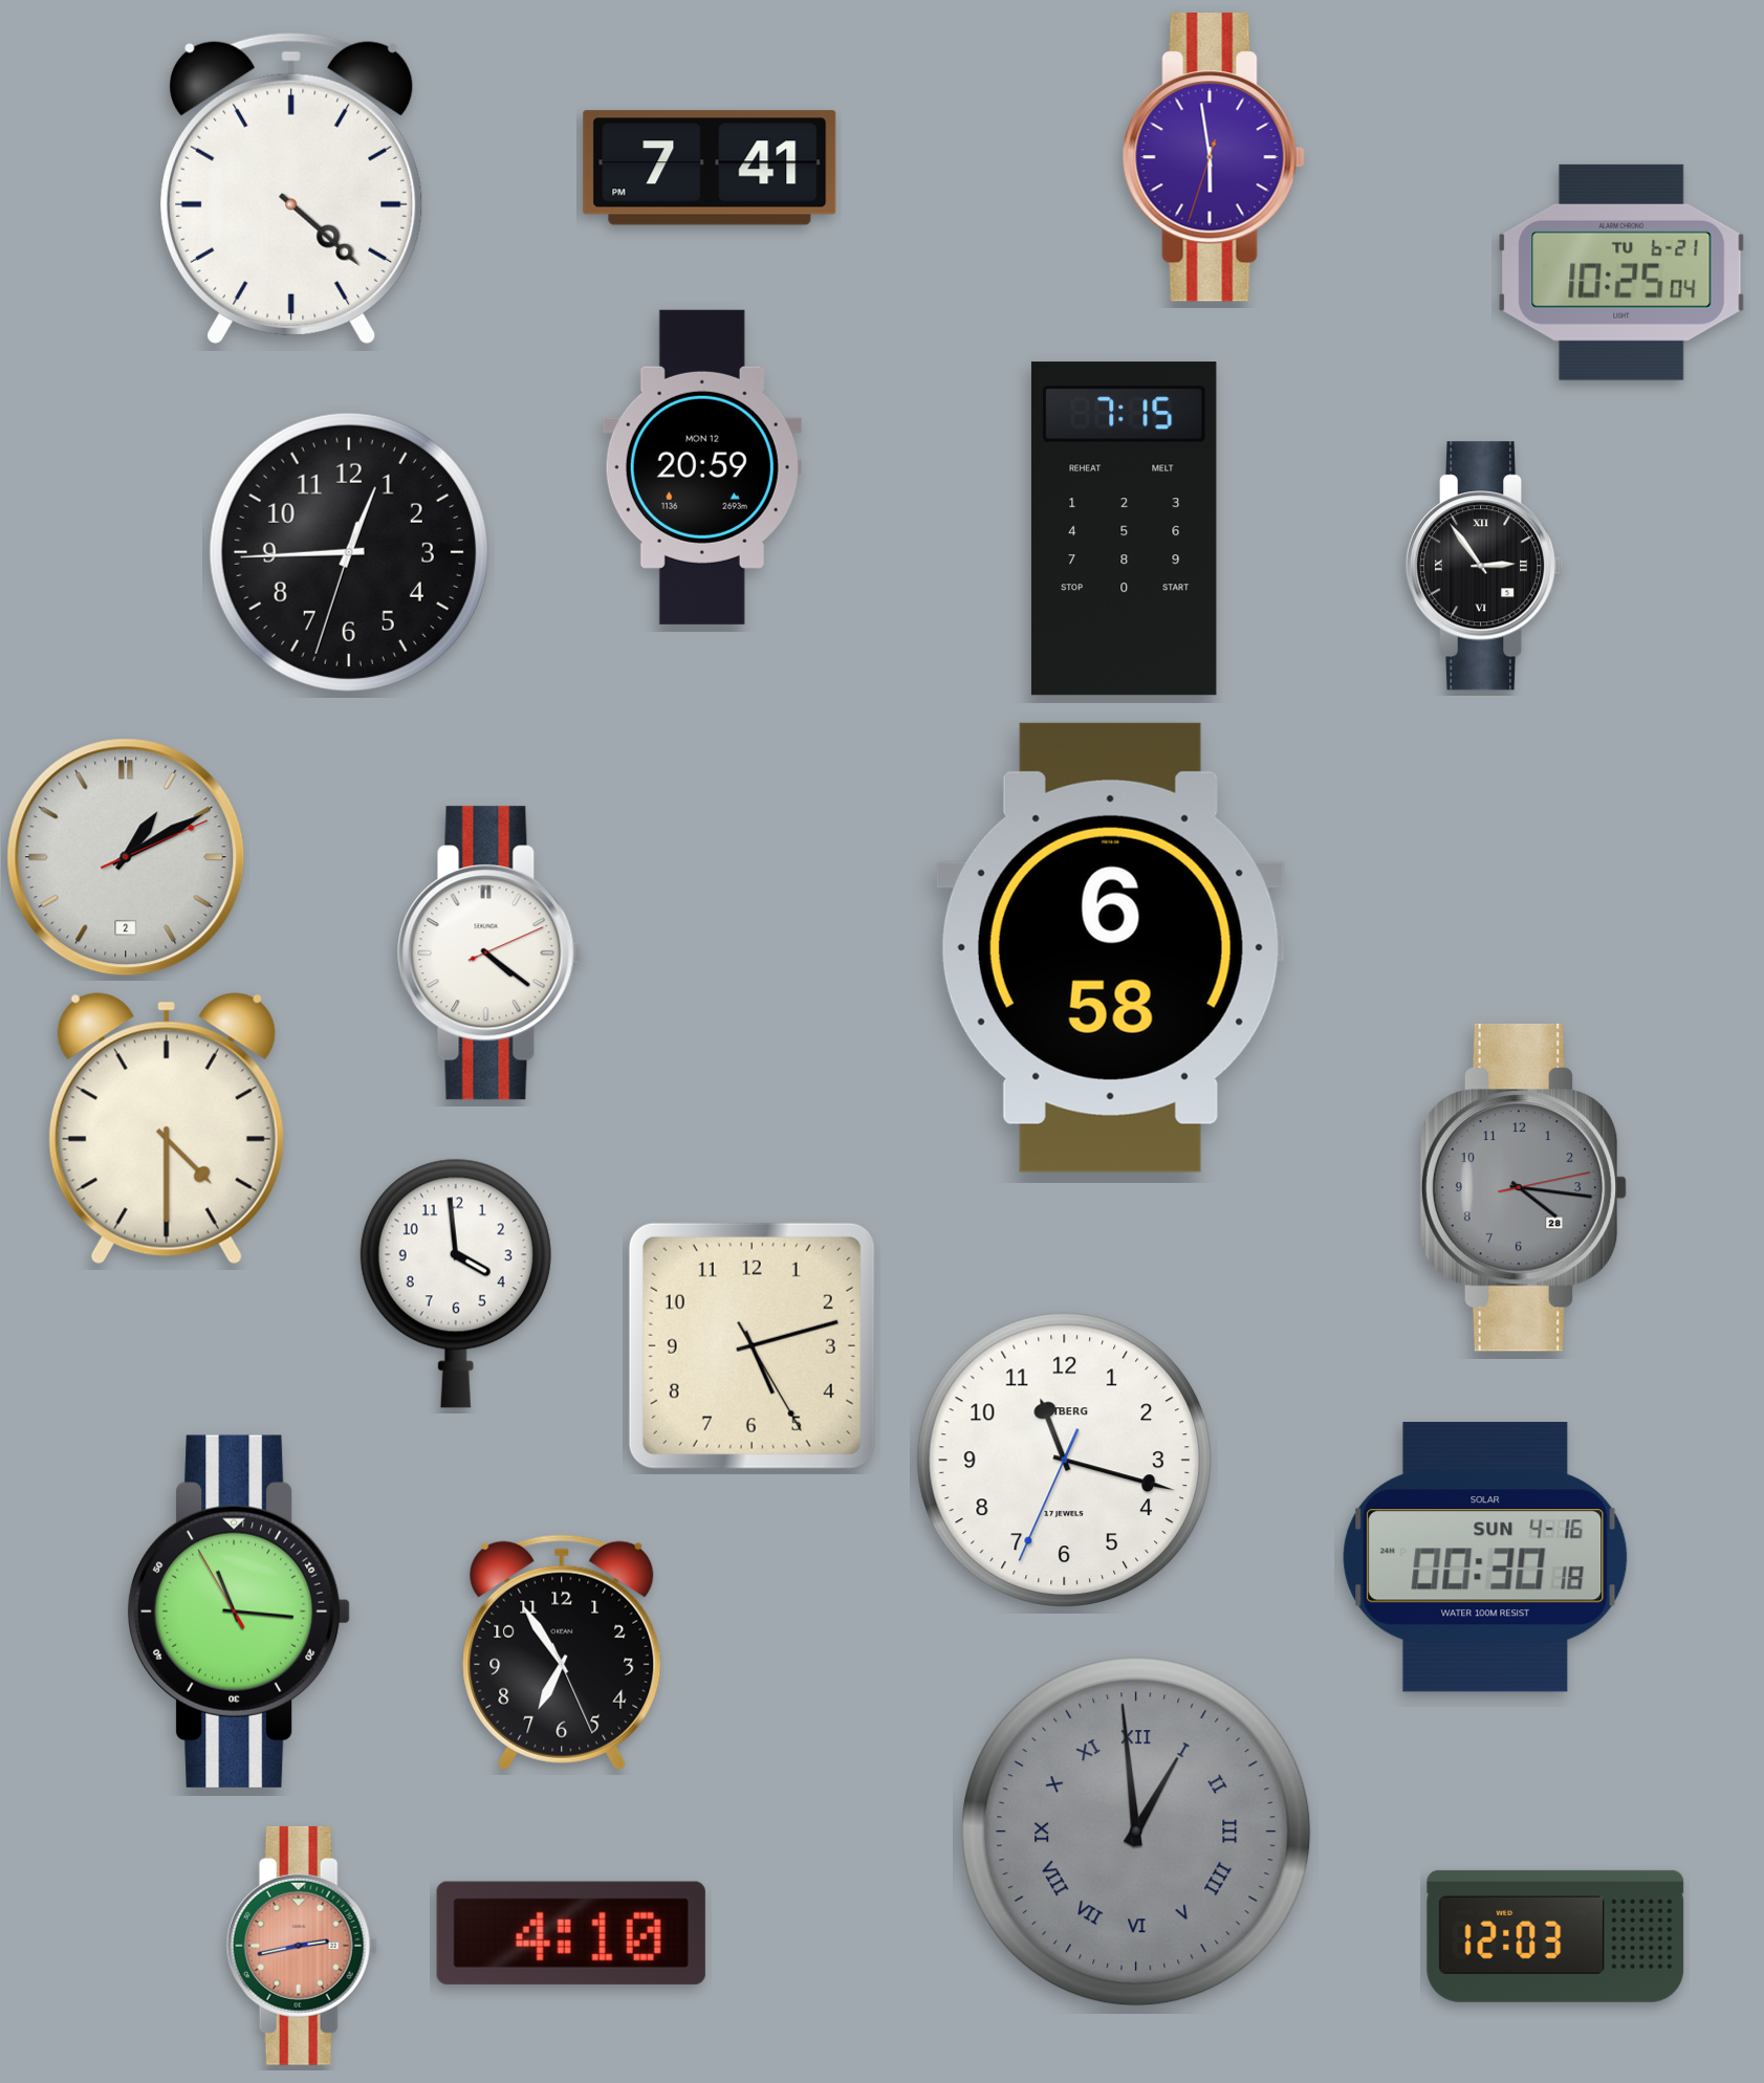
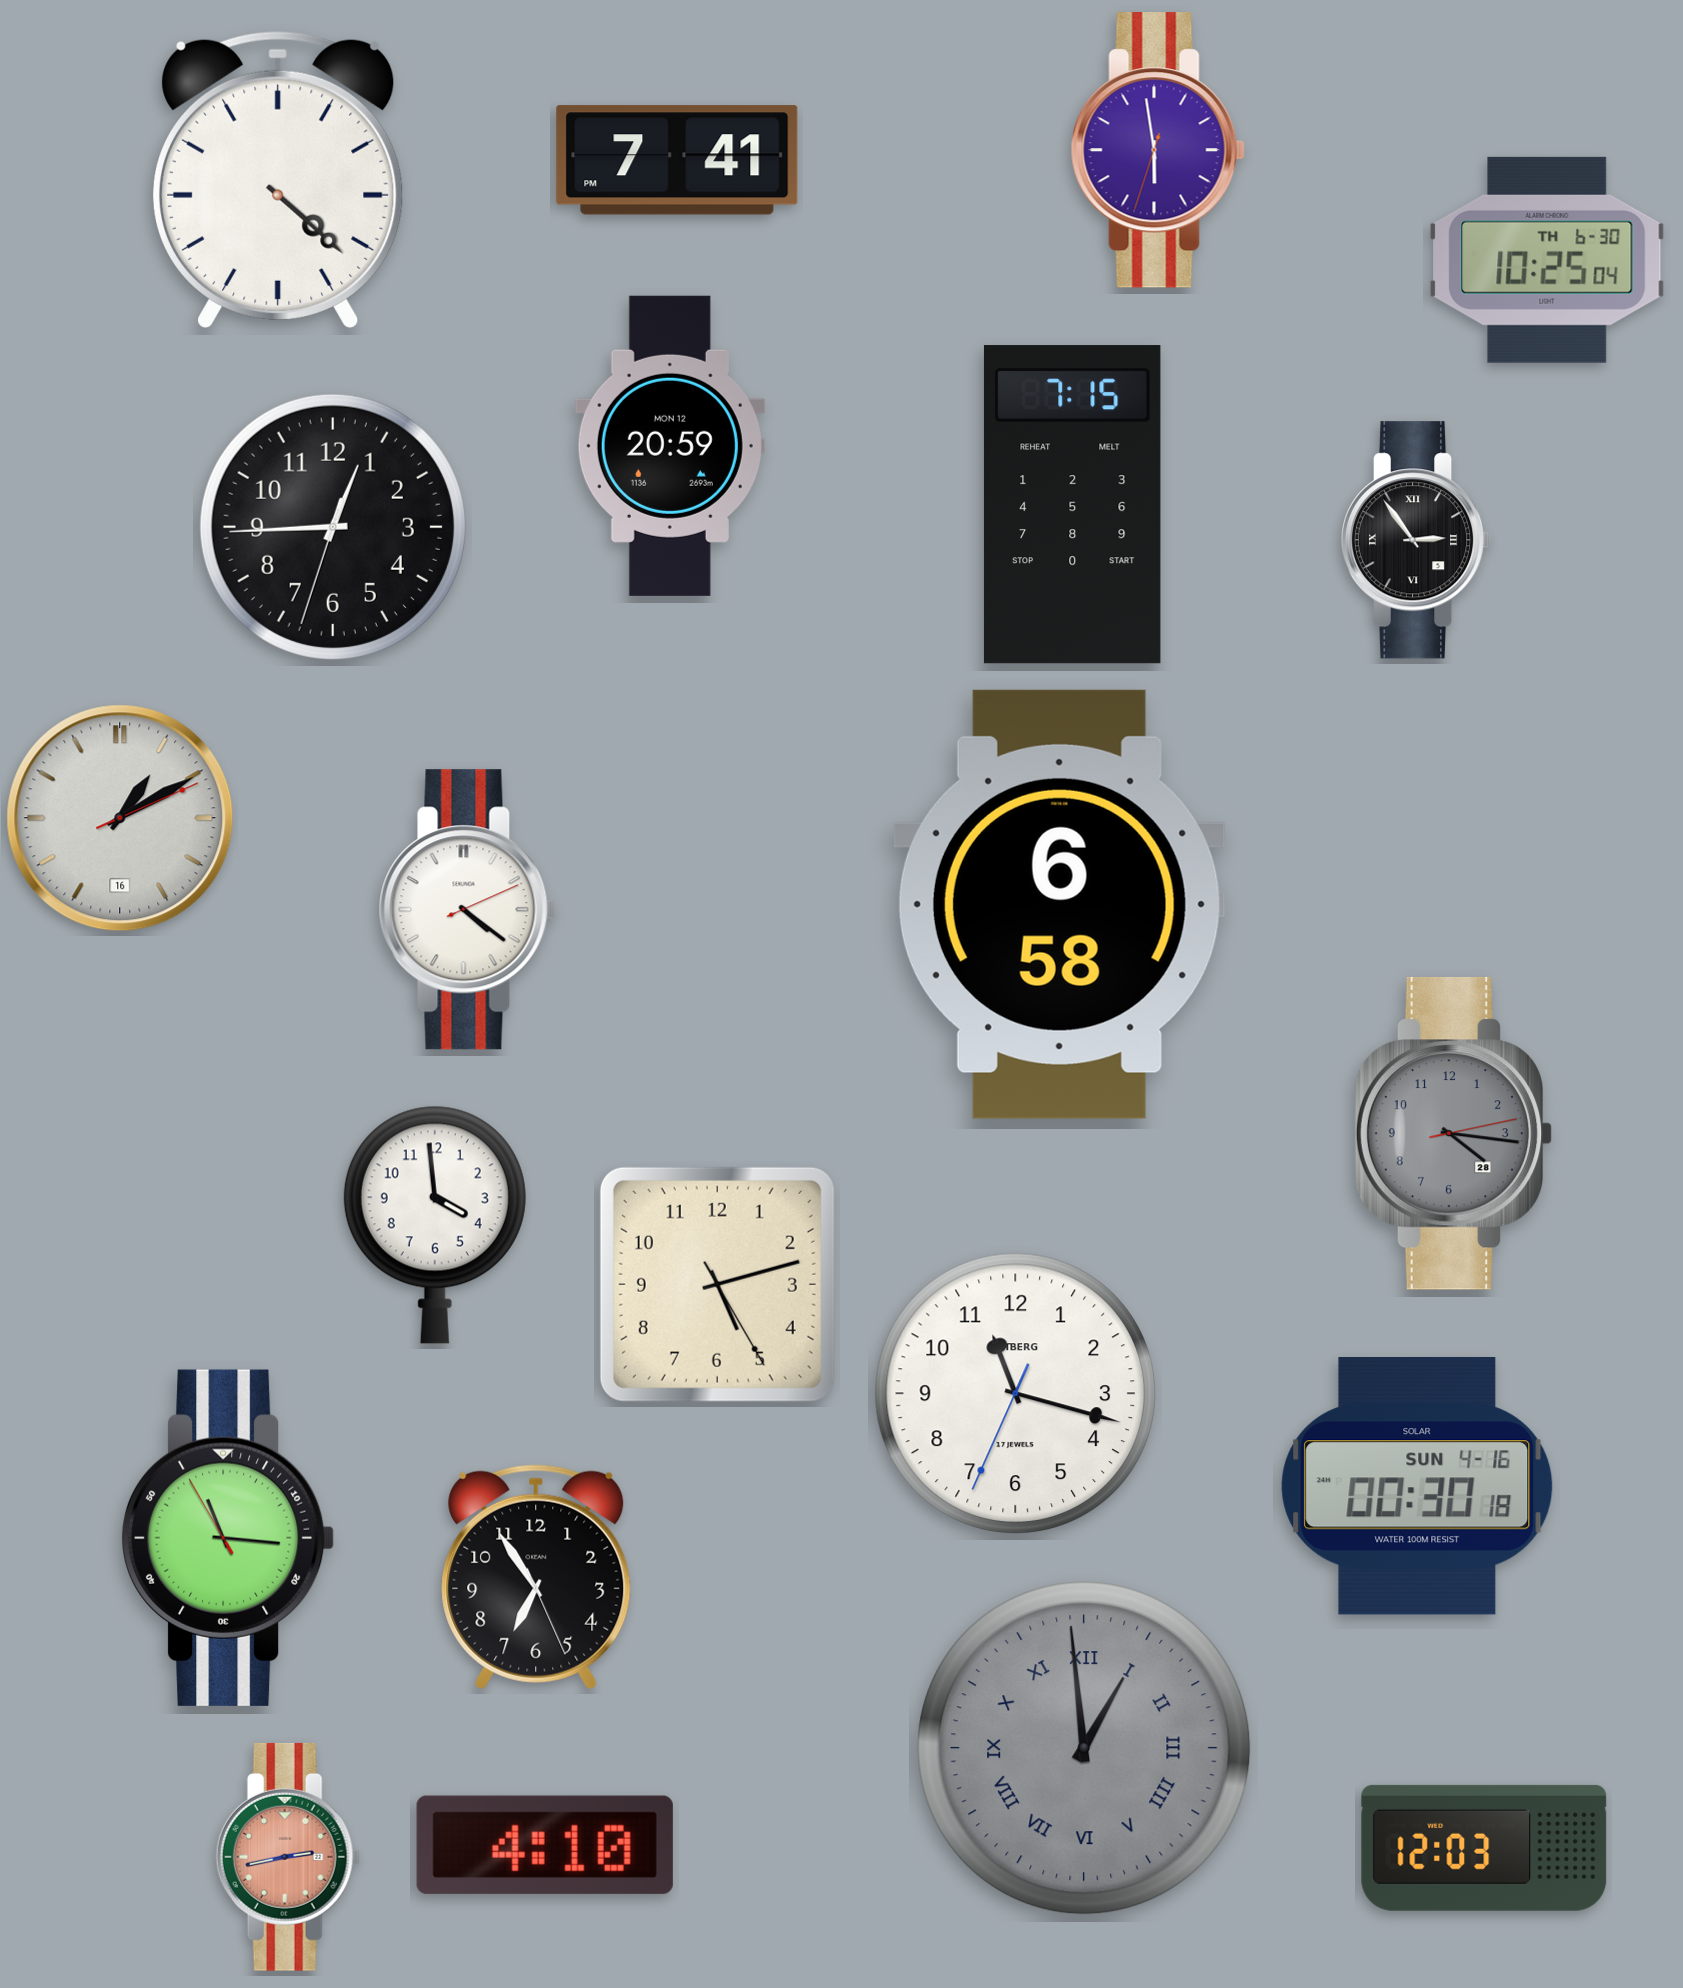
clock at (1621, 272) date: TU 6-21 -> TH 6-30
clock at (126, 857) date: 2 -> 16
clock at (167, 1128): 4:30 -> none
